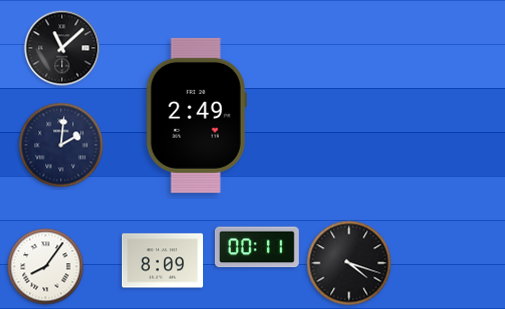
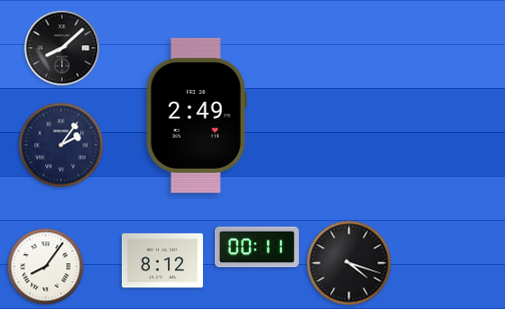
clock at (62, 48): 11:08 -> 8:08
clock at (61, 145): 2:01 -> 2:06
clock at (162, 261): 8:09 -> 8:12
